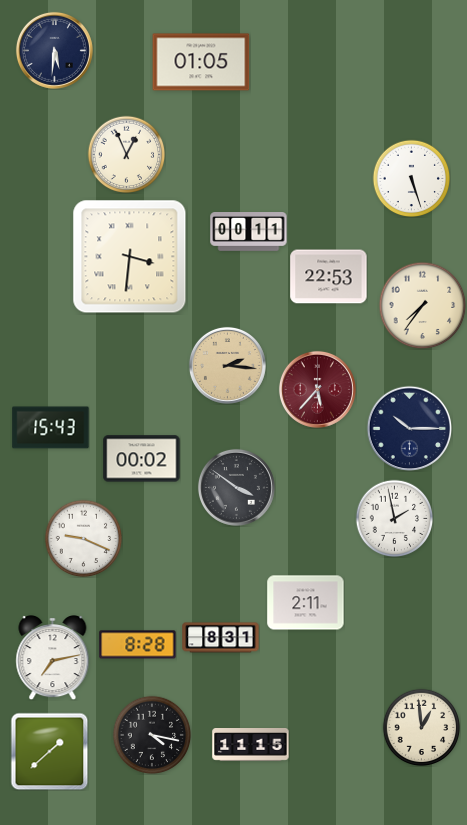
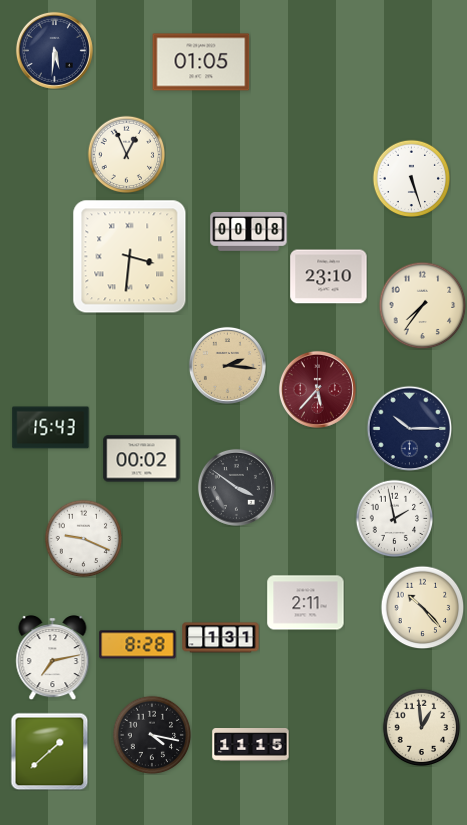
clock at (249, 232): 00:11 -> 00:08
clock at (329, 277): 22:53 -> 23:10
clock at (422, 607): none -> 10:23
clock at (221, 638): 8:31 -> 1:31
